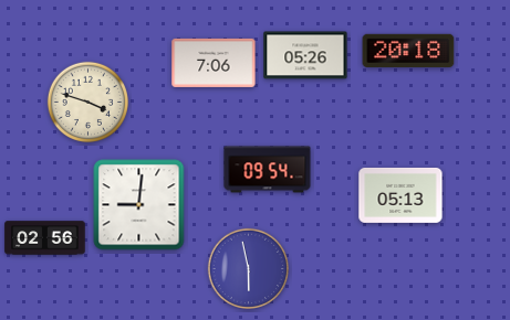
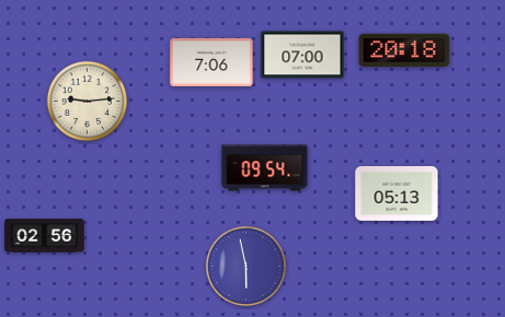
clock at (305, 55): 05:26 -> 07:00
clock at (87, 102): 3:48 -> 9:14
clock at (139, 205): 9:01 -> none
